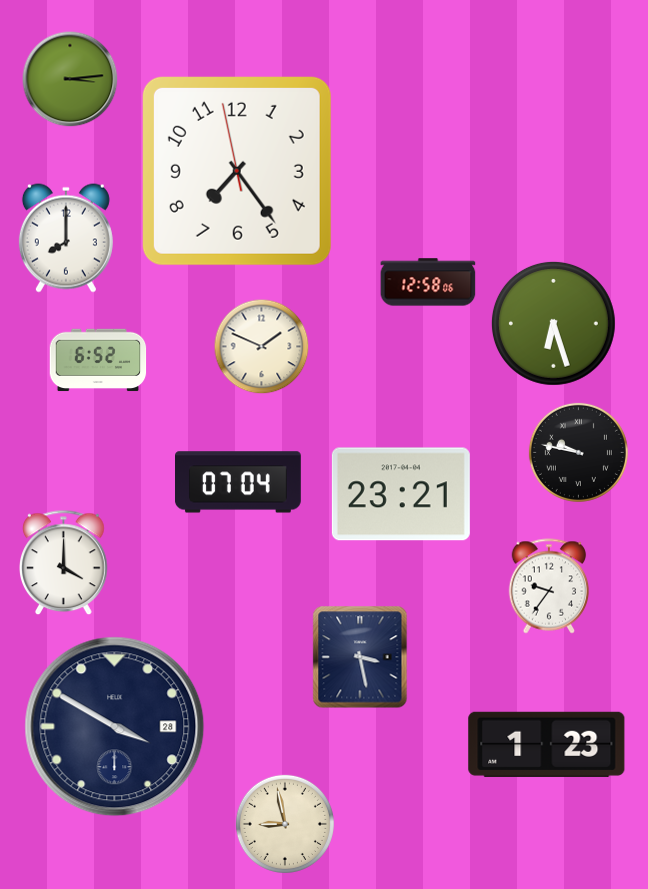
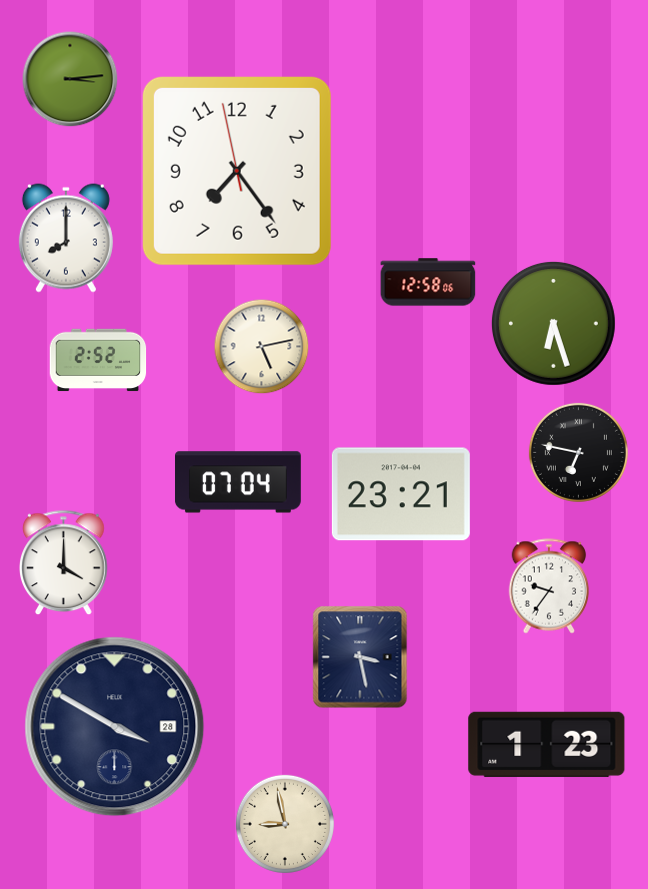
clock at (262, 347): 1:49 -> 5:13
clock at (98, 360): 6:52 -> 2:52
clock at (578, 452): 9:47 -> 6:47
